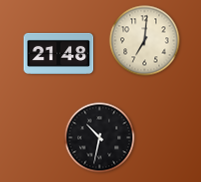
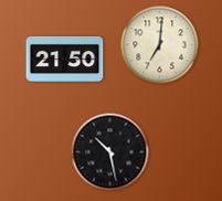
clock at (59, 53): 21:48 -> 21:50
clock at (100, 138): 10:32 -> 10:28
